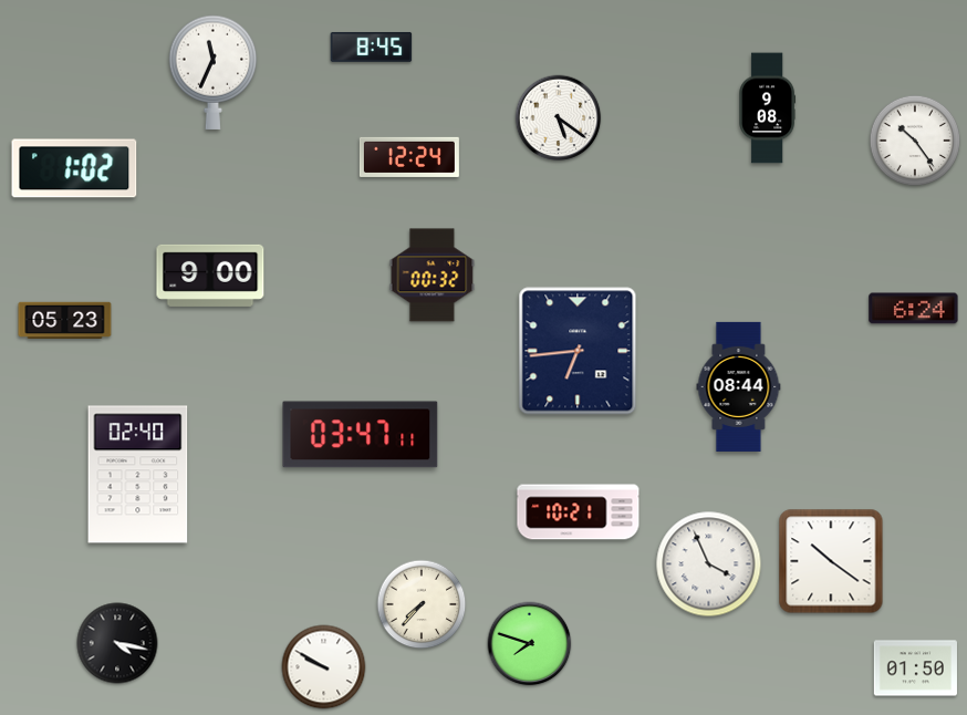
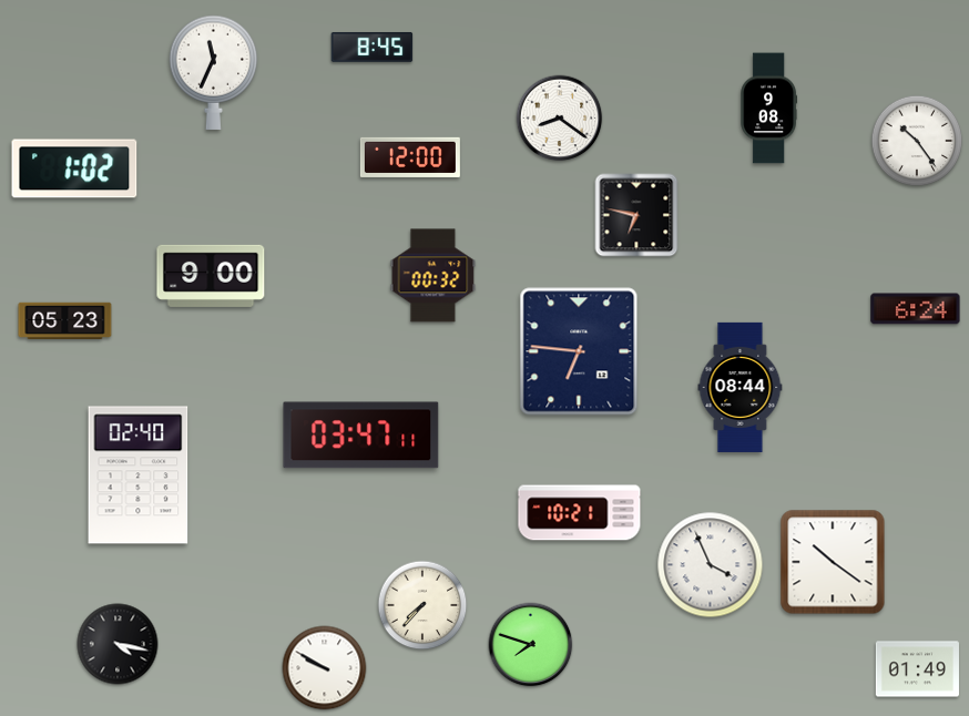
clock at (559, 118): 5:21 -> 8:21
clock at (409, 157): 12:24 -> 12:00
clock at (636, 215): none -> 6:47
clock at (578, 351): 6:44 -> 6:46
clock at (915, 669): 01:50 -> 01:49
